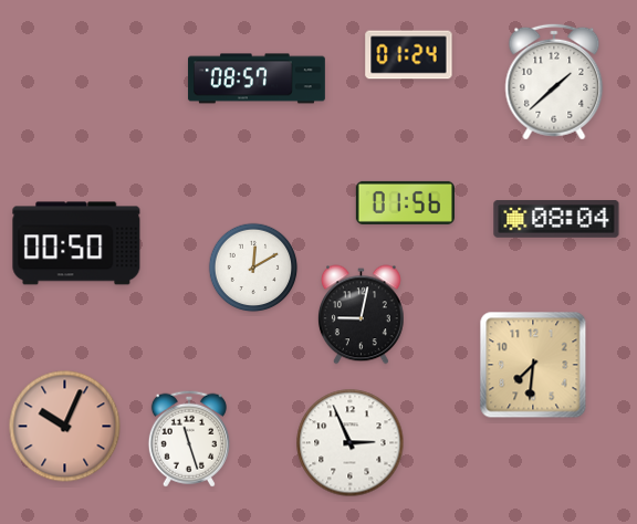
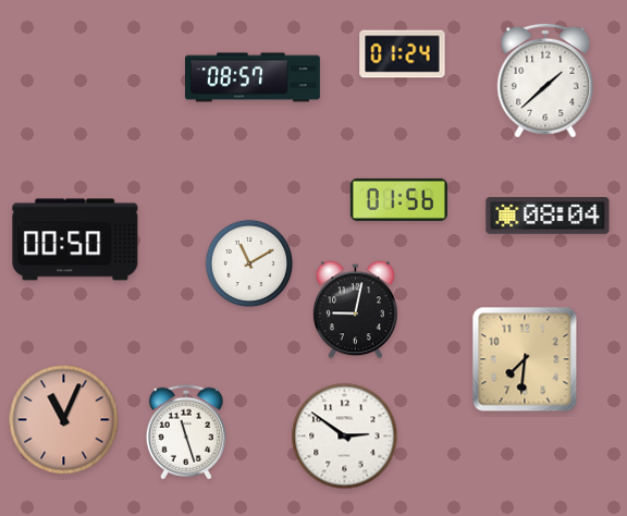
clock at (253, 268): 12:10 -> 11:10
clock at (65, 427): 10:04 -> 11:04
clock at (351, 443): 2:56 -> 2:51
